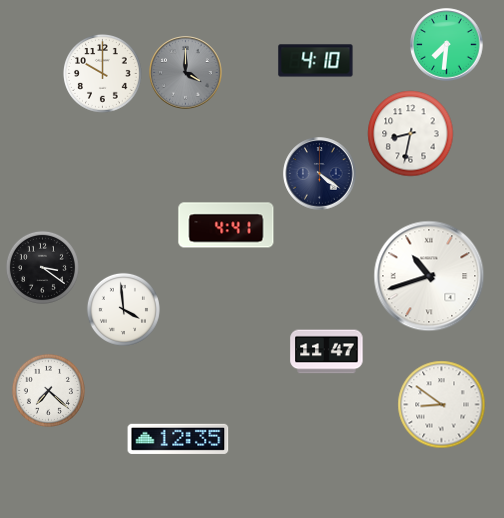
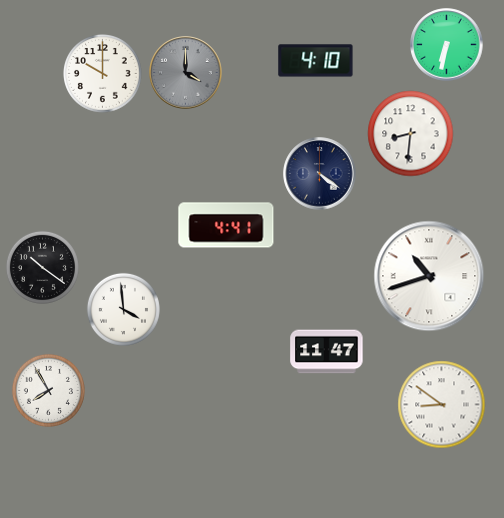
clock at (447, 45): 7:31 -> 6:32
clock at (411, 134): 8:32 -> 8:31
clock at (42, 267): 3:21 -> 10:21
clock at (48, 390): 7:22 -> 7:55
clock at (178, 439): 12:35 -> none
